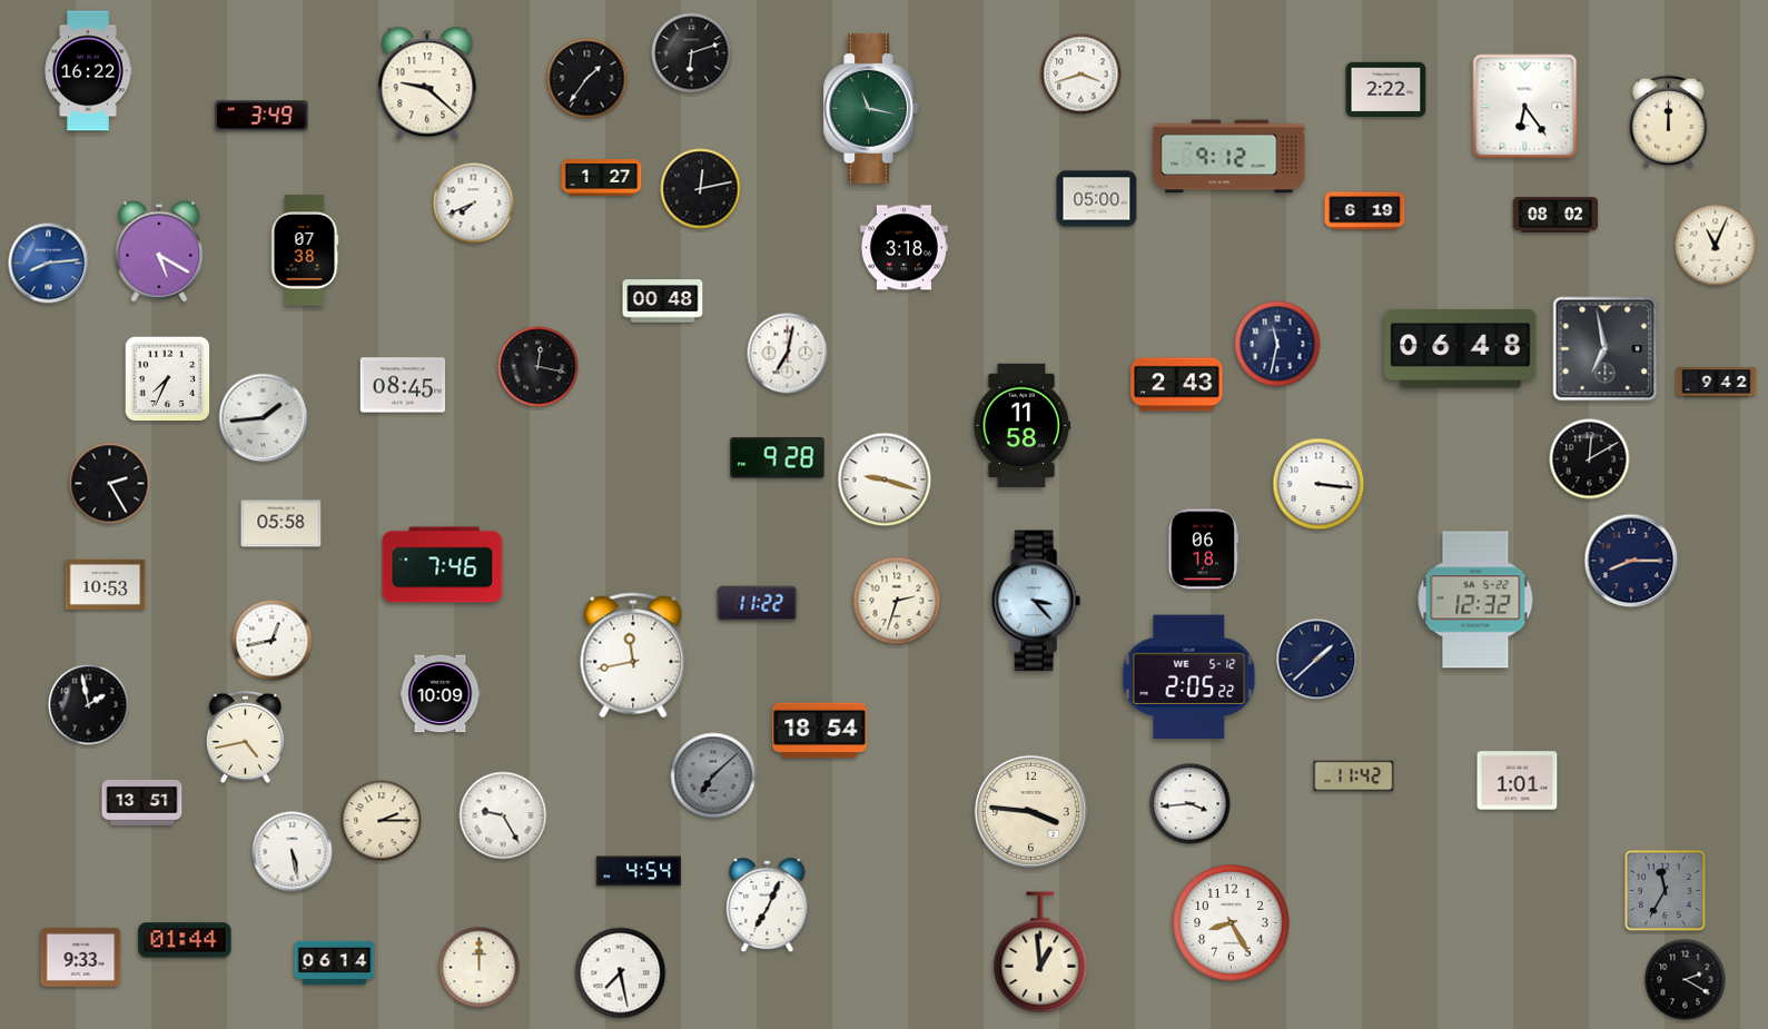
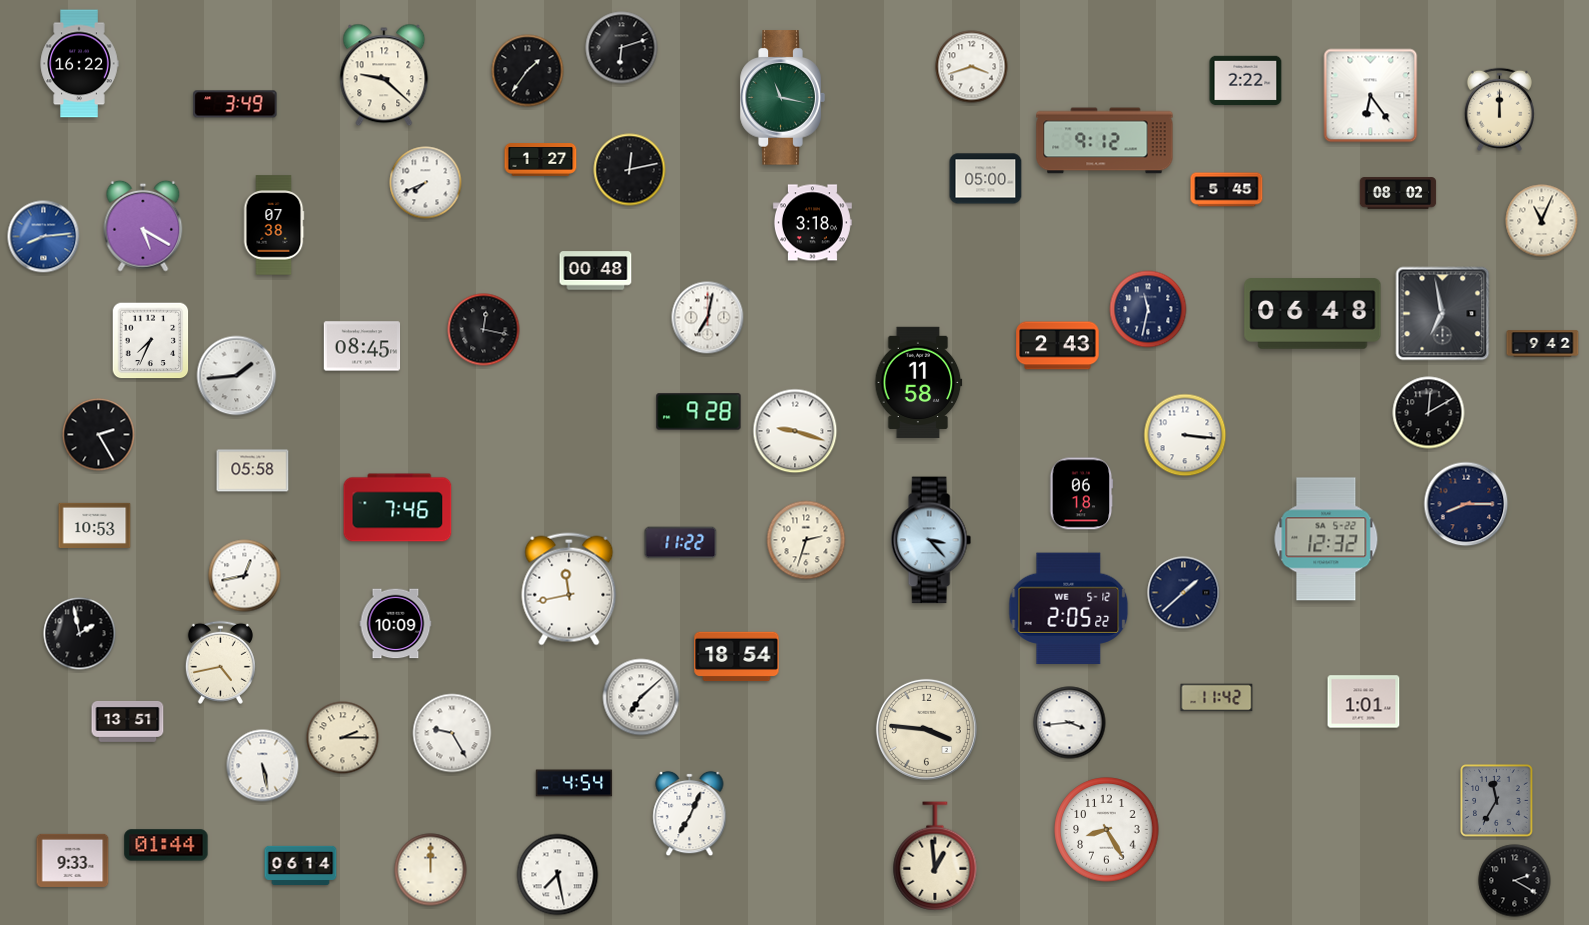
clock at (1365, 211): 6:19 -> 5:45
clock at (713, 775) dial: grey -> white
